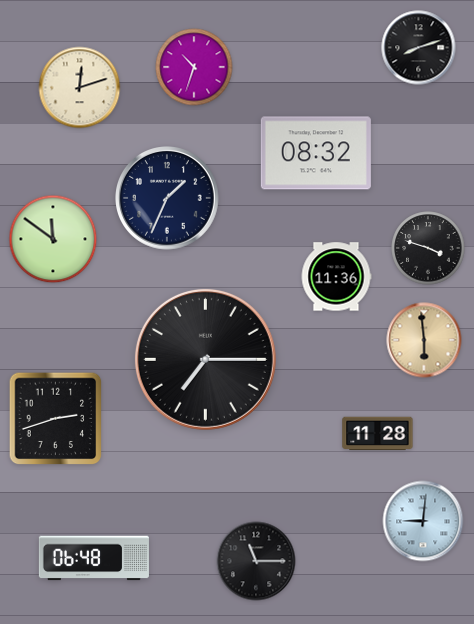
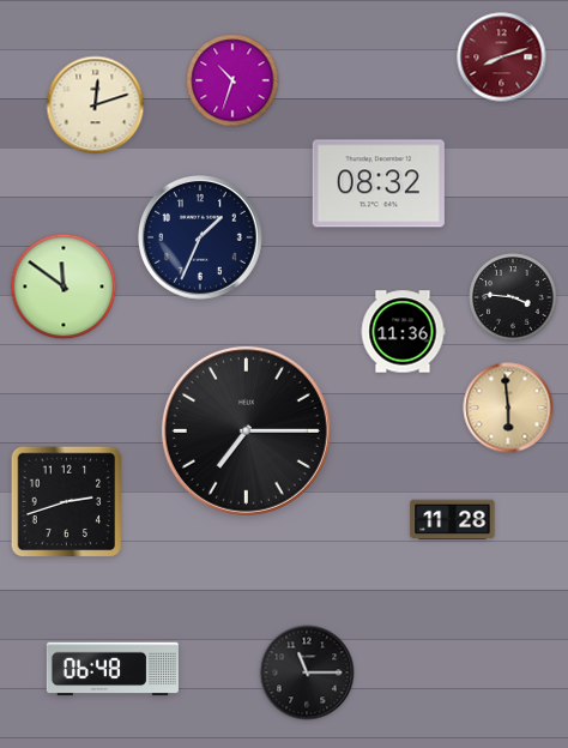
clock at (419, 48) dial: black -> burgundy
clock at (428, 248): 3:48 -> 3:46
clock at (423, 521): 9:01 -> none
